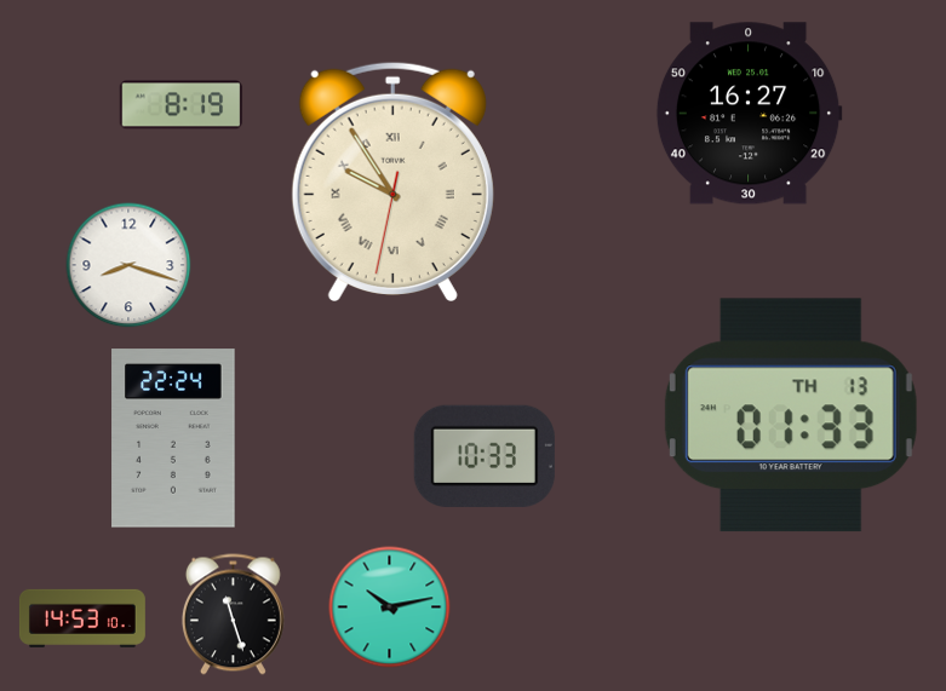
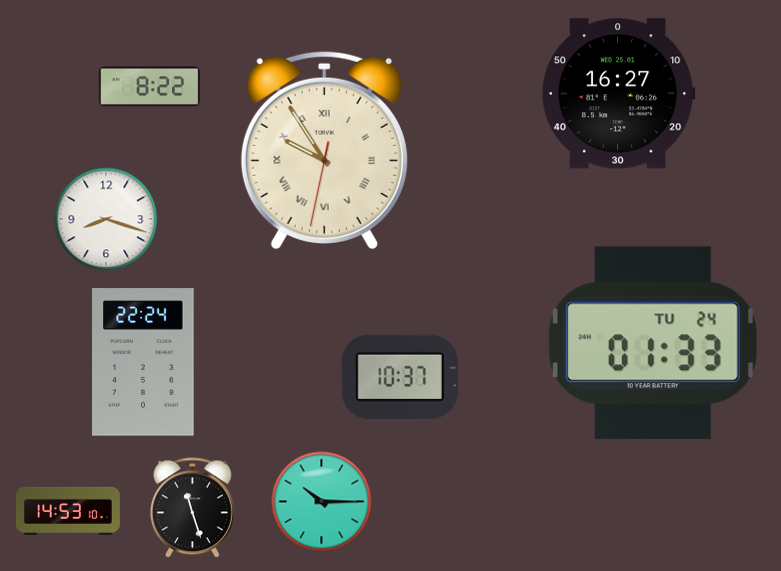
clock at (182, 105): 8:19 -> 8:22
clock at (791, 415) date: TH 13 -> TU 24
clock at (485, 456): 10:33 -> 10:37
clock at (390, 607): 10:13 -> 10:15
